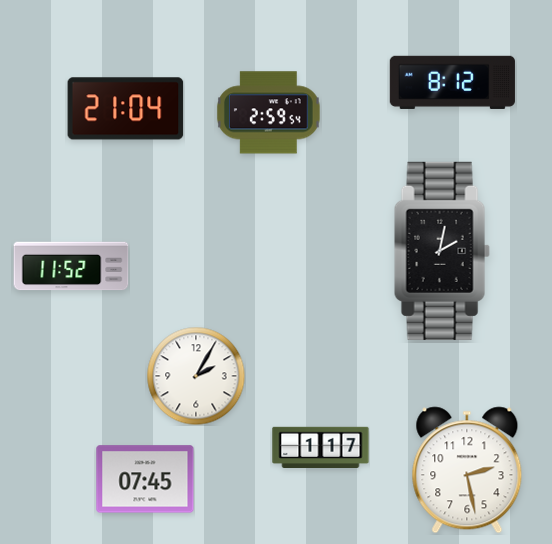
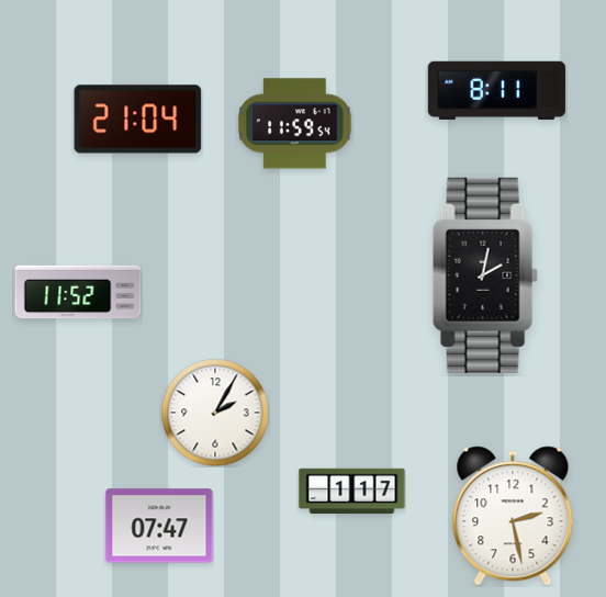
clock at (452, 82): 8:12 -> 8:11
clock at (269, 113): 2:59 -> 11:59
clock at (145, 479): 07:45 -> 07:47
